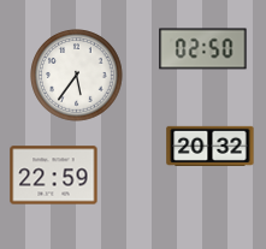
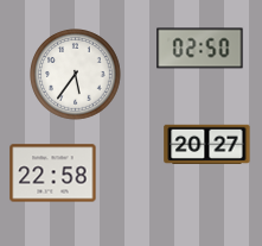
clock at (211, 146): 20:32 -> 20:27
clock at (54, 176): 22:59 -> 22:58
